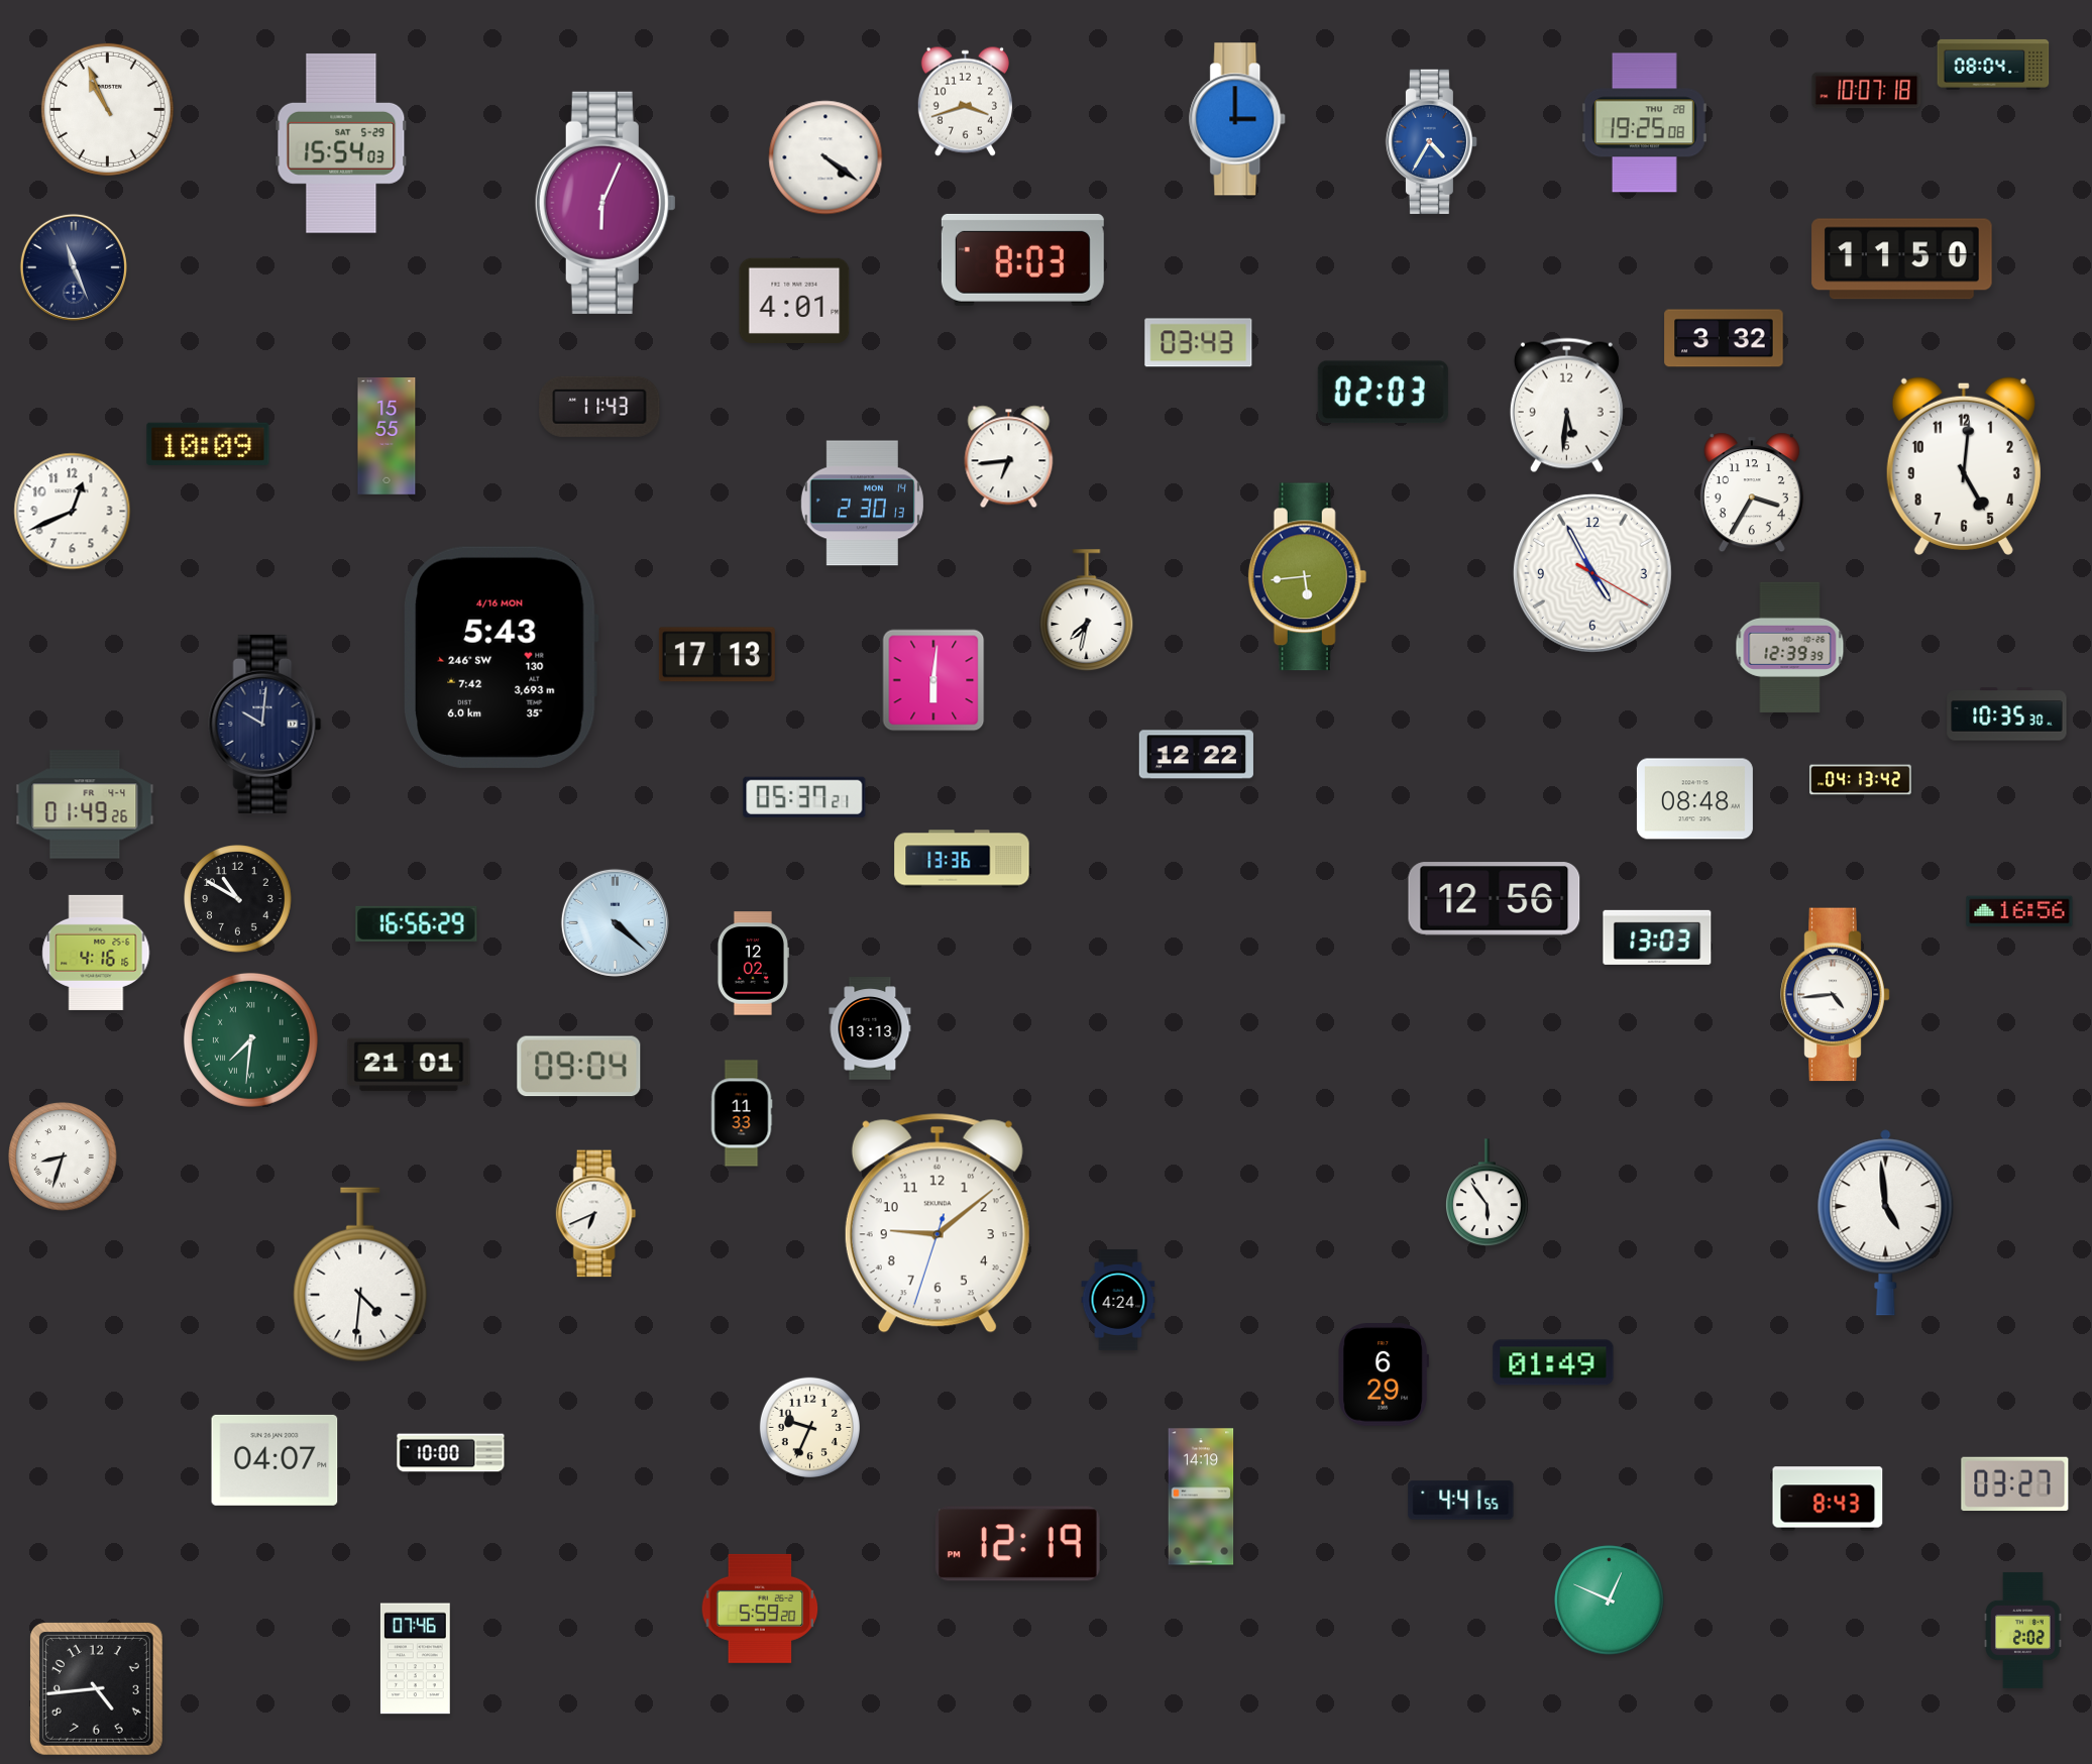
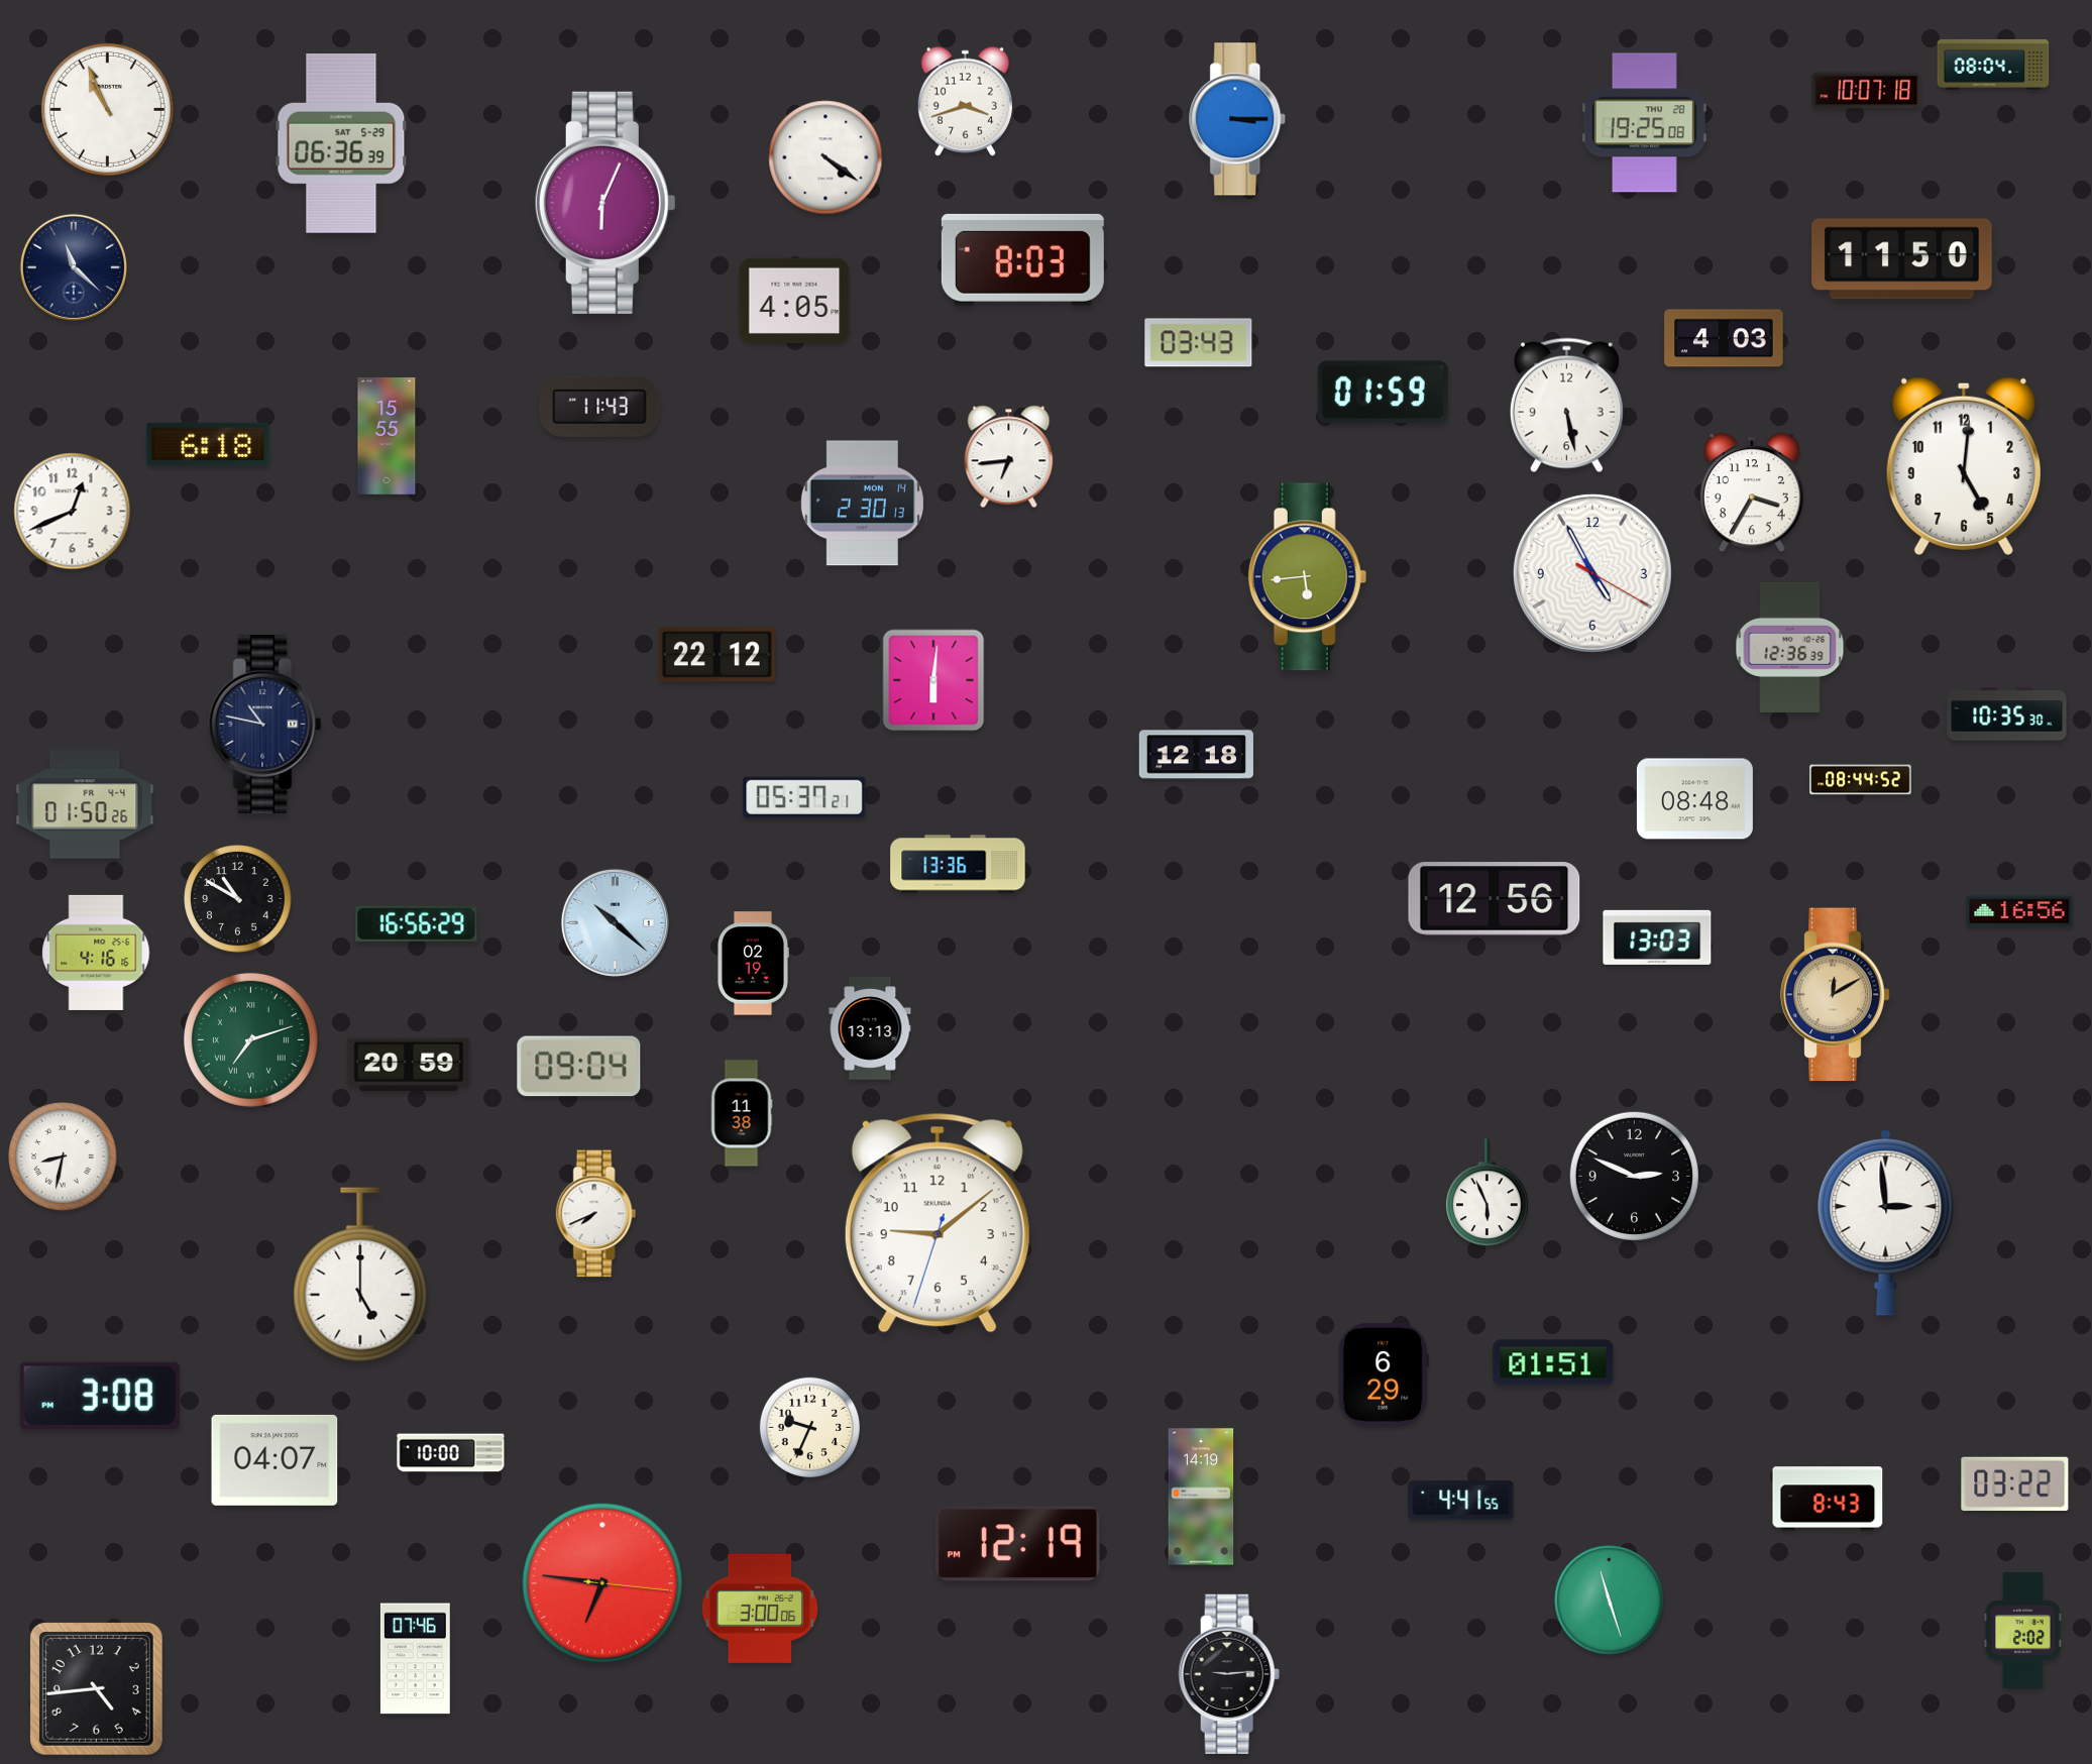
clock at (1238, 119): 3:00 -> 3:15
clock at (1431, 141): 4:35 -> none
clock at (341, 143): 15:54 -> 06:36
clock at (74, 267): 11:26 -> 11:22
clock at (794, 300): 4:01 -> 4:05
clock at (1724, 338): 3:32 -> 4:03
clock at (1383, 393): 02:03 -> 01:59
clock at (1566, 406): 5:31 -> 5:28
clock at (208, 444): 10:09 -> 6:18
clock at (1087, 610): 7:32 -> none
clock at (1790, 647): 12:39 -> 12:36
clock at (717, 655): 17:13 -> 22:12
clock at (501, 657): 5:43 -> none
clock at (265, 724): 10:01 -> 10:47
clock at (1196, 755): 12:22 -> 12:18
clock at (1861, 780): 04:13 -> 08:44
clock at (85, 804): 01:49 -> 01:50
clock at (962, 859) position: (962, 859) -> (958, 864)
clock at (615, 922): 4:22 -> 10:22
clock at (753, 964): 12:02 -> 02:19
clock at (1836, 995): 4:44 -> 12:10
clock at (1836, 995) dial: white -> champagne
clock at (250, 1039): 7:31 -> 7:12
clock at (409, 1065): 21:01 -> 20:59
clock at (742, 1113): 11:33 -> 11:38
clock at (63, 1156): 8:33 -> 8:32
clock at (1634, 1176): none -> 2:49
clock at (1488, 1193): 5:54 -> 5:56
clock at (596, 1214): 6:41 -> 7:41
clock at (1886, 1223): 4:59 -> 2:59
clock at (360, 1275): 4:31 -> 5:00
clock at (1118, 1300): 4:24 -> none
clock at (1553, 1362): 01:49 -> 01:51
clock at (100, 1396): none -> 3:08
clock at (2015, 1484): 03:27 -> 03:22
clock at (602, 1583): none -> 6:46
clock at (1610, 1601): 12:49 -> 11:27
clock at (760, 1609): 5:59 -> 3:00
clock at (1229, 1674): none -> 9:14
